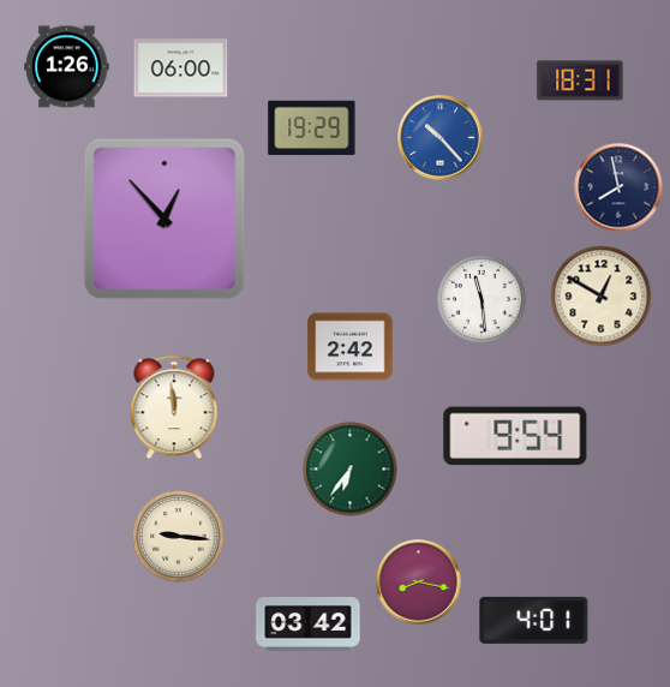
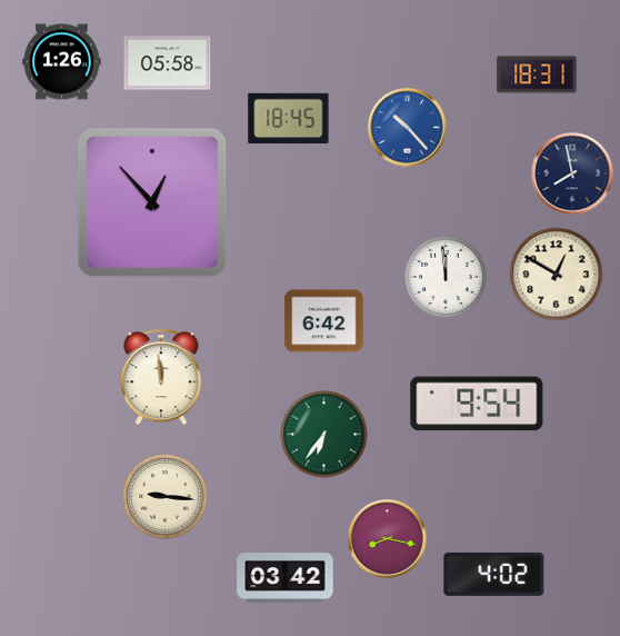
clock at (181, 68): 06:00 -> 05:58
clock at (312, 129): 19:29 -> 18:45
clock at (481, 299): 11:29 -> 11:59
clock at (351, 347): 2:42 -> 6:42
clock at (534, 620): 4:01 -> 4:02
